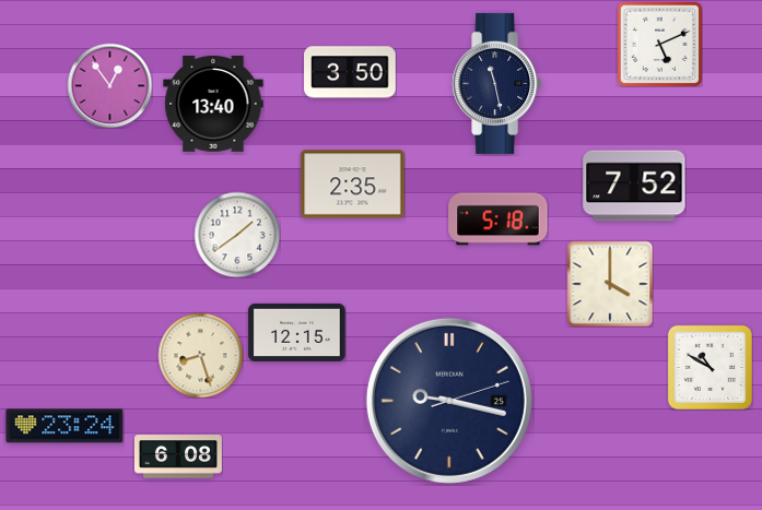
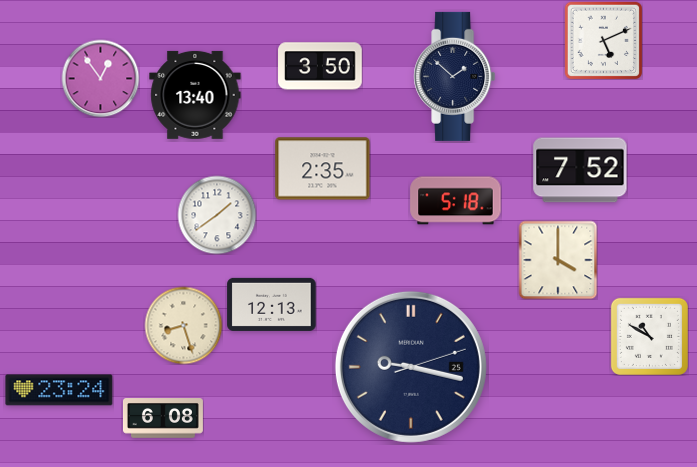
clock at (497, 83): 11:28 -> 1:52
clock at (297, 332): 12:15 -> 12:13
